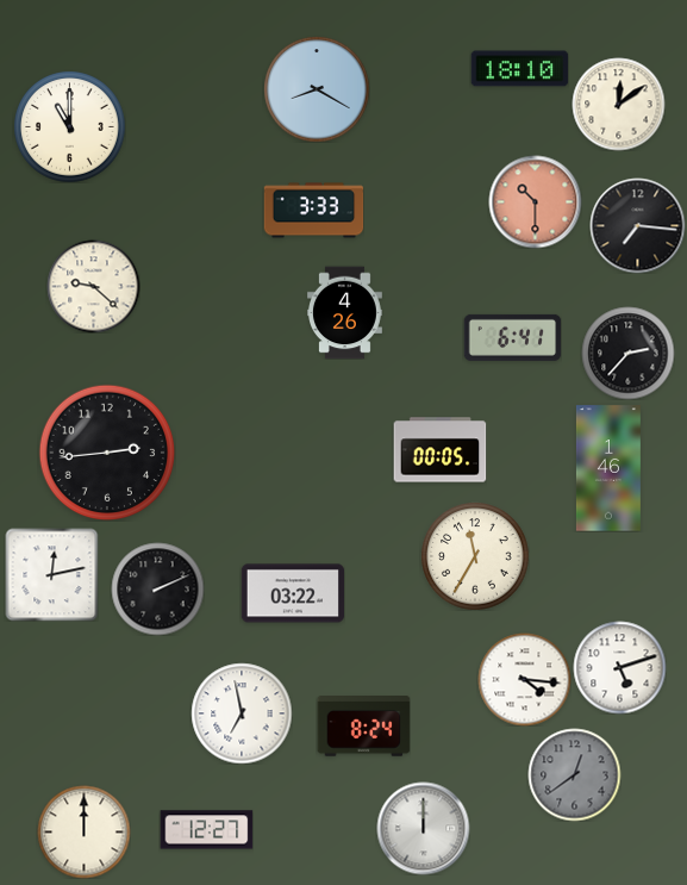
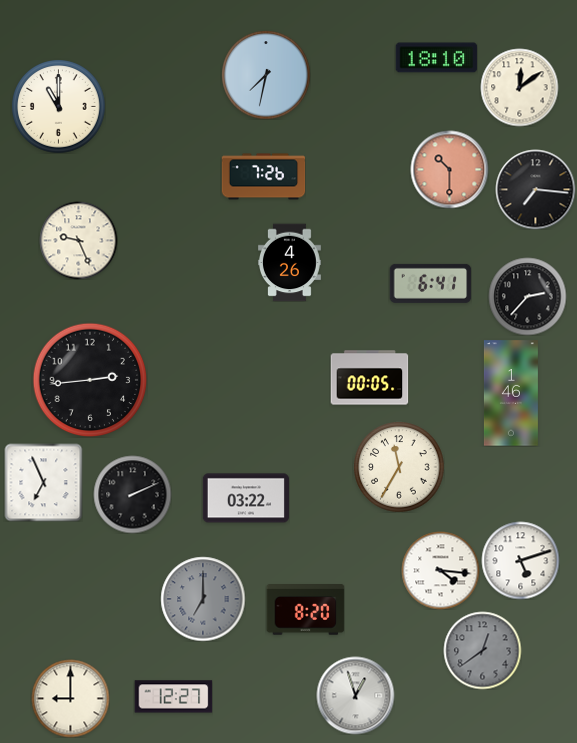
clock at (317, 89): 8:20 -> 7:32
clock at (313, 211): 3:33 -> 7:26
clock at (93, 286): 9:22 -> 9:26
clock at (51, 574): 12:13 -> 6:56
clock at (242, 713): 6:58 -> 7:00
clock at (242, 713) dial: white -> grey
clock at (363, 727): 8:24 -> 8:20
clock at (423, 828): 12:00 -> 12:57
clock at (83, 831): 12:00 -> 9:00
